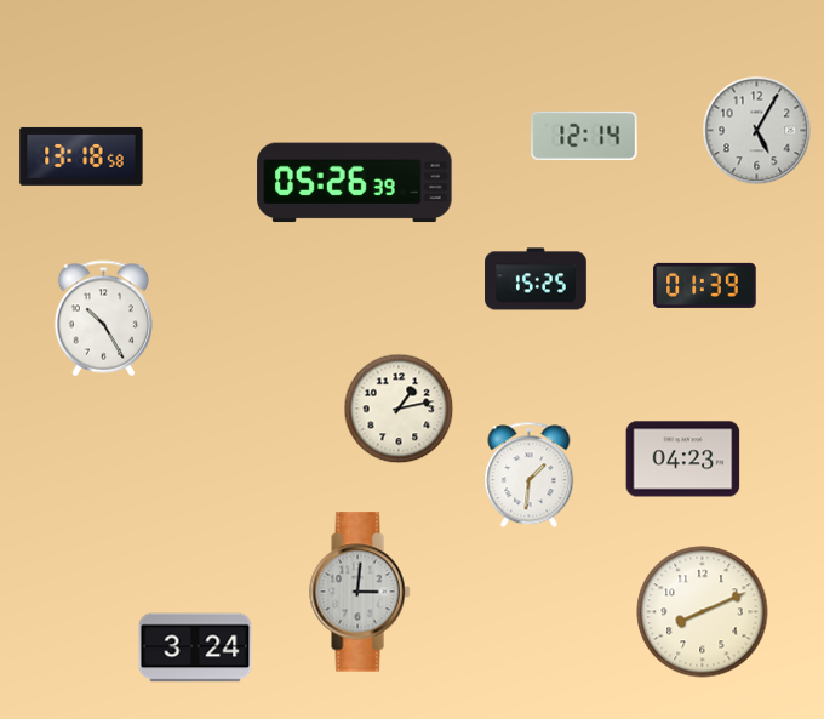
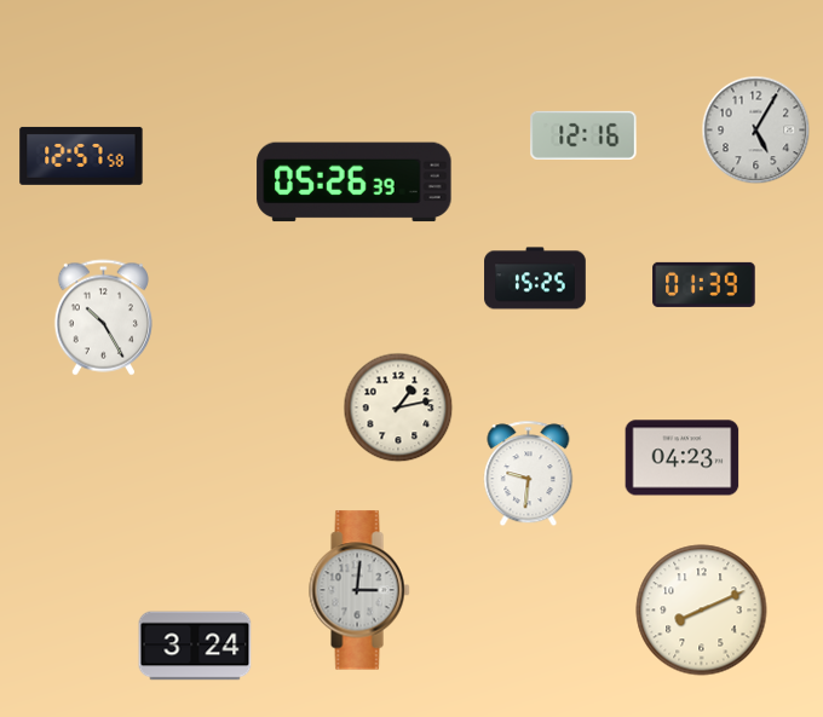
clock at (584, 136): 12:14 -> 12:16
clock at (81, 156): 13:18 -> 12:57
clock at (530, 475): 1:31 -> 9:31
